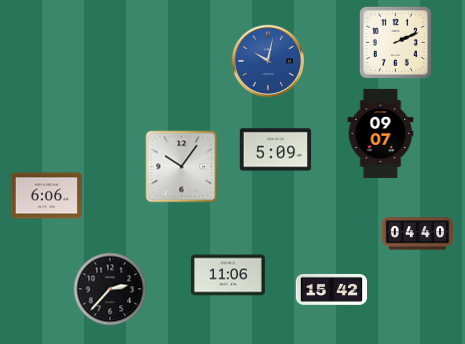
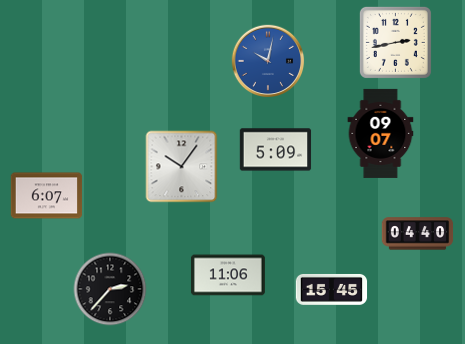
clock at (395, 42): 2:11 -> 2:43
clock at (47, 196): 6:06 -> 6:07
clock at (332, 289): 15:42 -> 15:45
